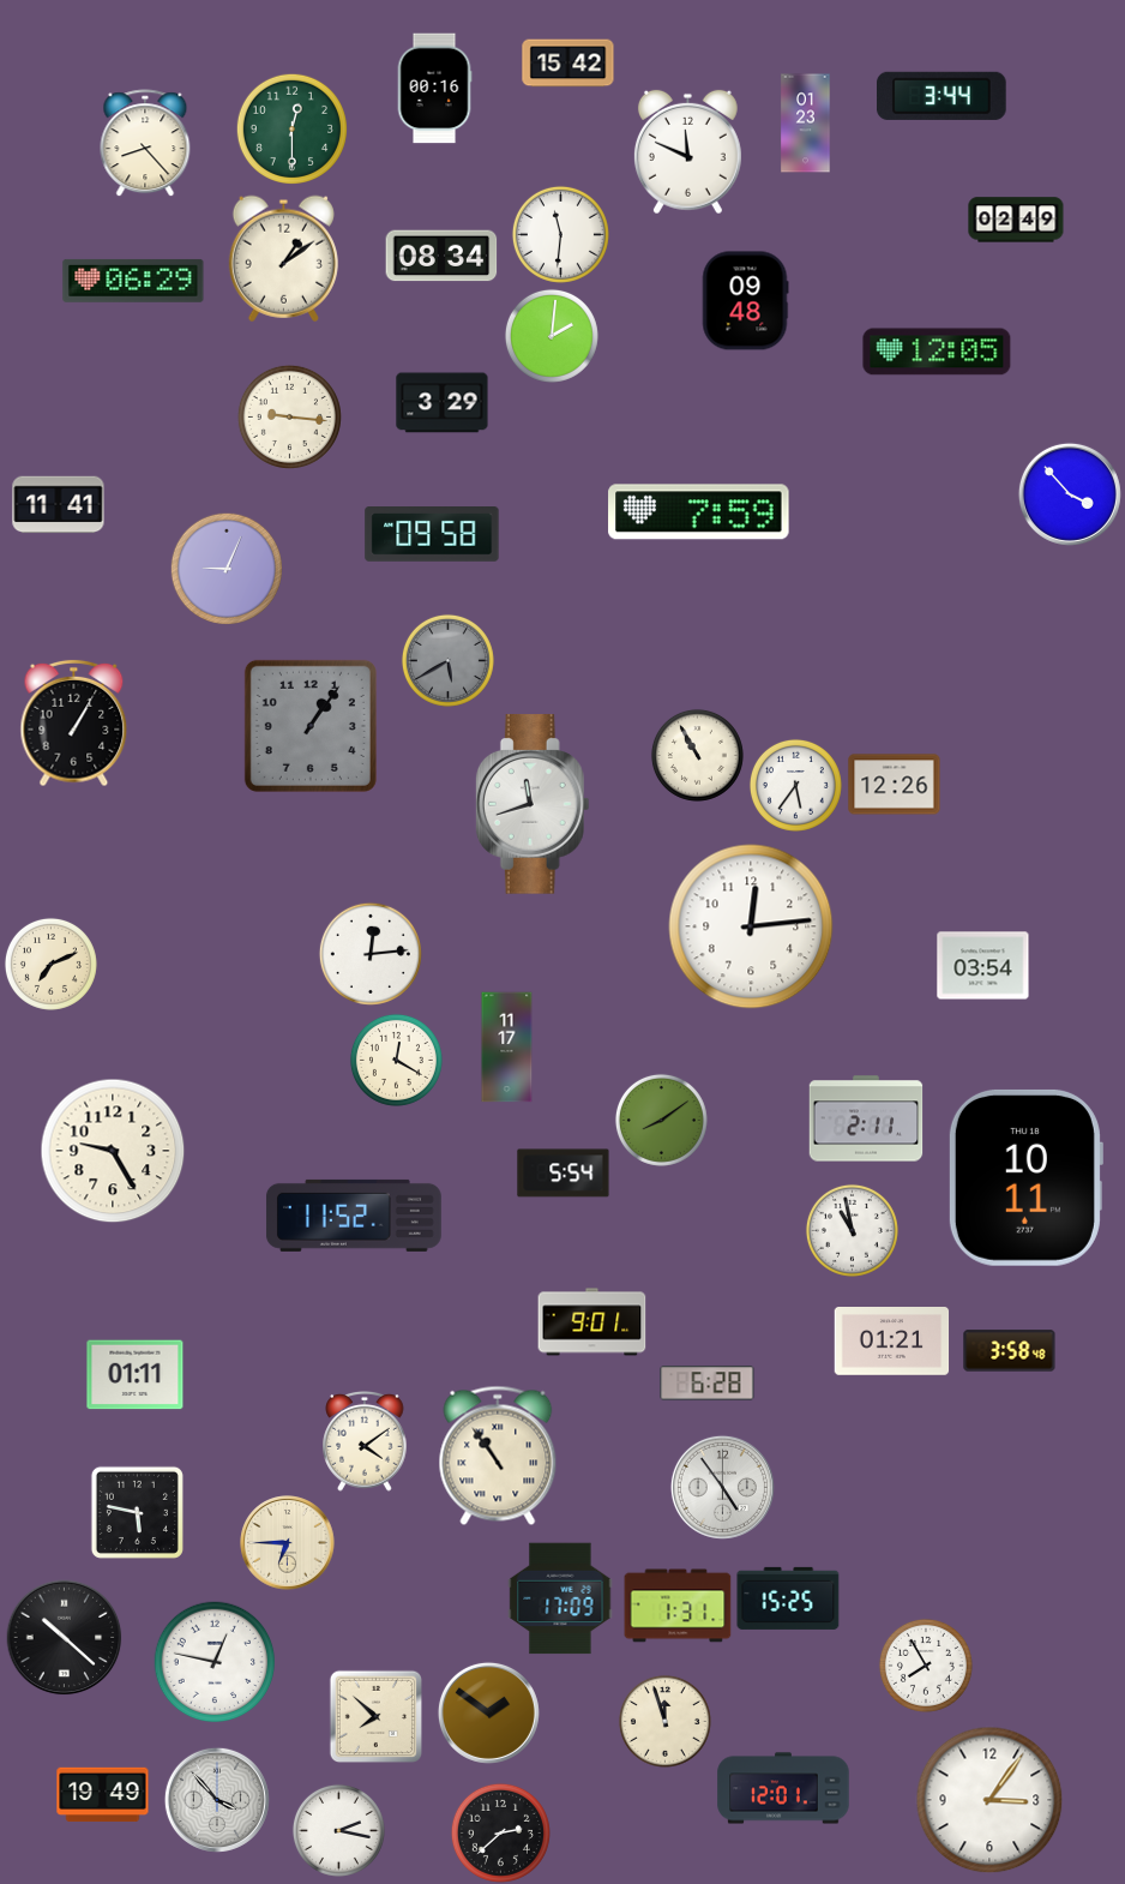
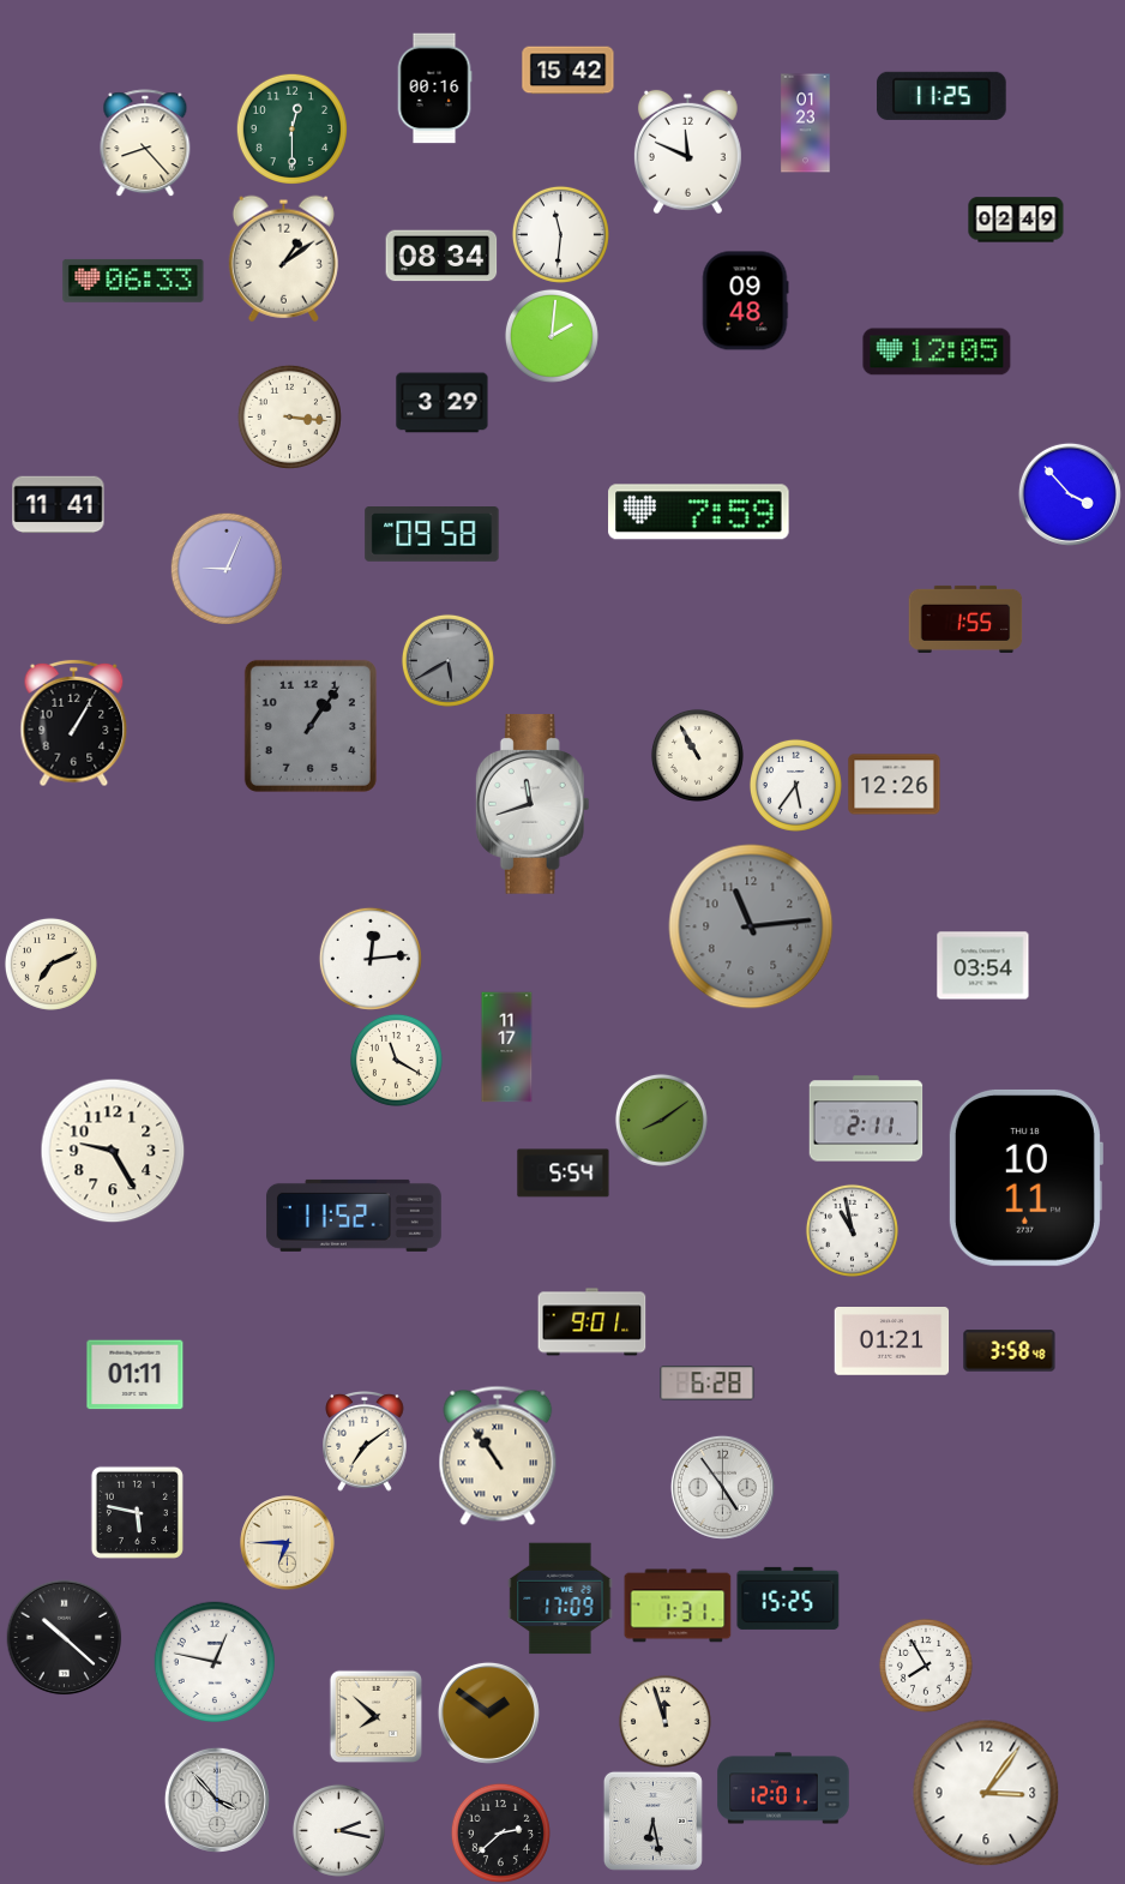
clock at (568, 64) position: (568, 64) -> (568, 71)
clock at (943, 96): 3:44 -> 11:25
clock at (133, 281): 06:29 -> 06:33
clock at (289, 416): 9:16 -> 3:16
clock at (965, 619): none -> 1:55
clock at (751, 926): 12:14 -> 11:14
clock at (751, 926) dial: white -> grey
clock at (371, 954) position: (371, 954) -> (371, 959)
clock at (396, 1060): 12:20 -> 11:20
clock at (365, 1442): 4:09 -> 7:09
clock at (103, 1795): 19:49 -> none
clock at (989, 1800) position: (989, 1800) -> (986, 1793)
clock at (652, 1820): none -> 6:28
